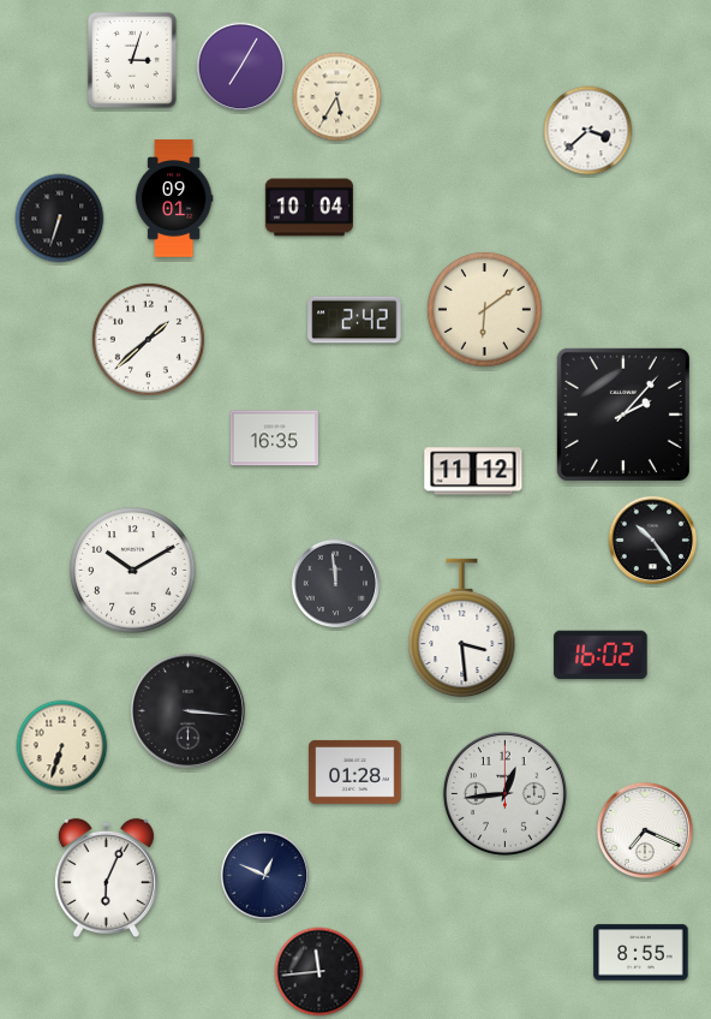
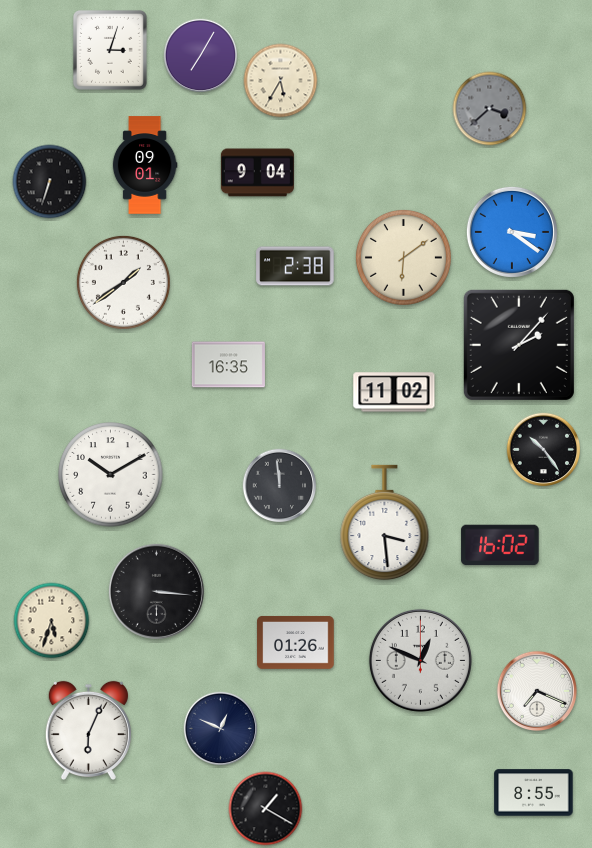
clock at (588, 131) dial: white -> grey
clock at (309, 208): 10:04 -> 9:04
clock at (512, 232): none -> 3:21
clock at (354, 320): 2:42 -> 2:38
clock at (148, 339): 1:38 -> 1:39
clock at (473, 471): 11:12 -> 11:02
clock at (62, 746): 6:33 -> 5:33
clock at (355, 771): 01:28 -> 01:26
clock at (504, 793): 12:44 -> 12:49
clock at (319, 972): 11:44 -> 1:20
